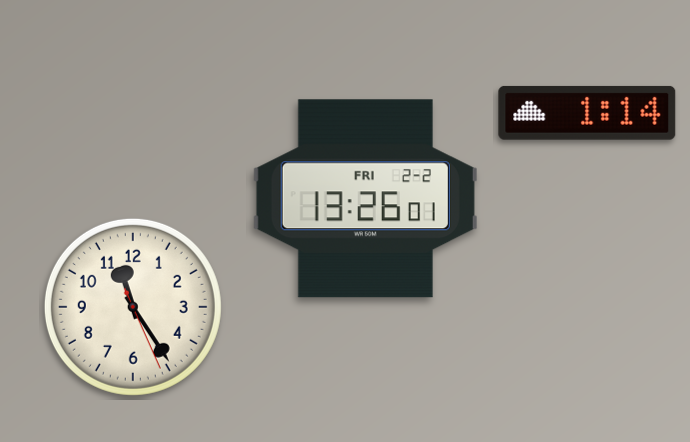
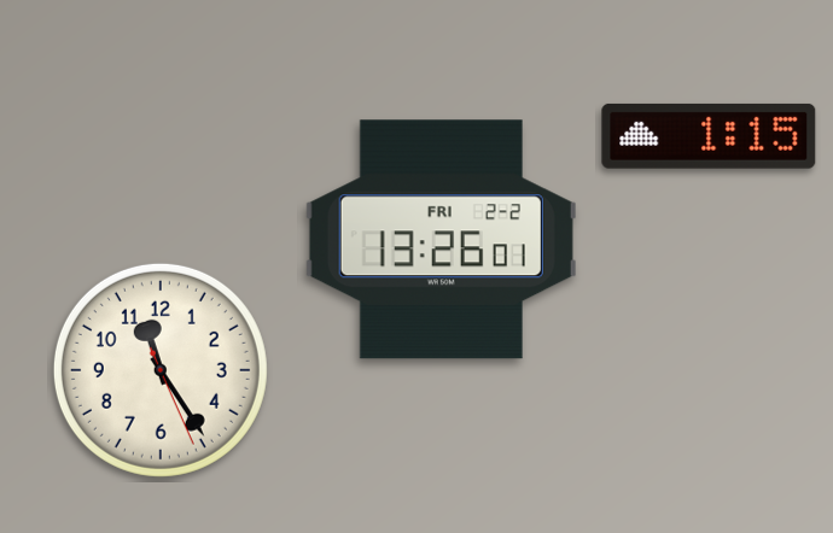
clock at (587, 113): 1:14 -> 1:15
